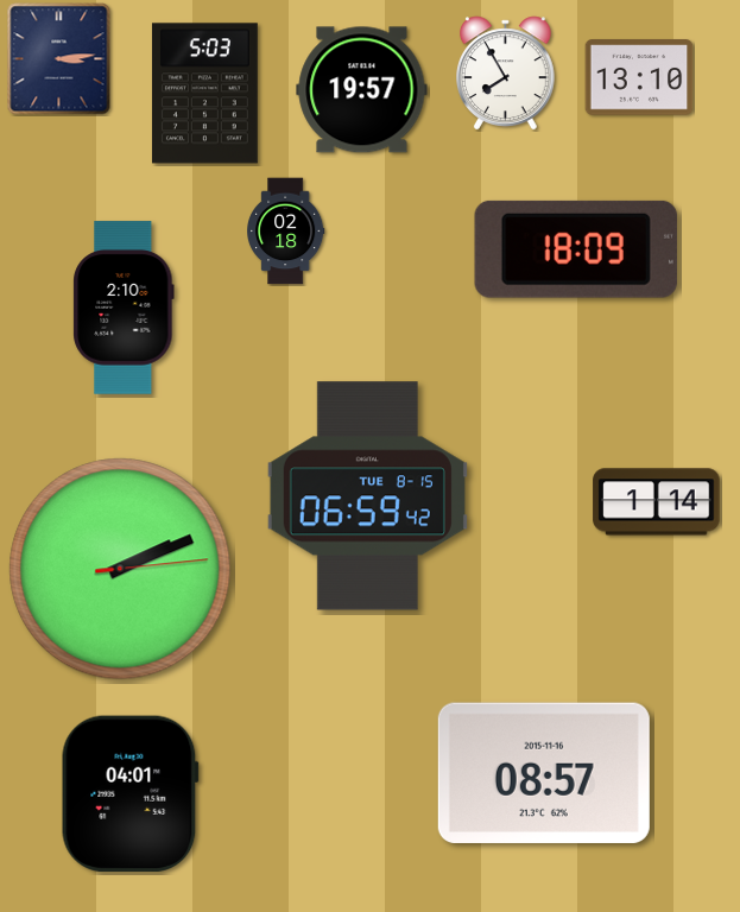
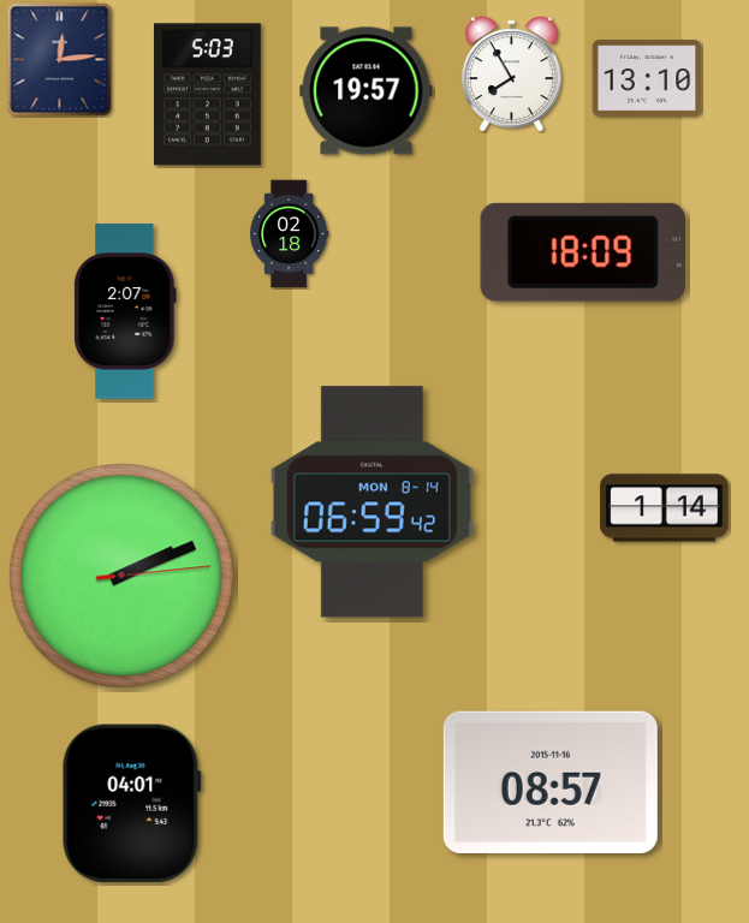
clock at (59, 59): 3:14 -> 12:14
clock at (124, 308): 2:10 -> 2:07
clock at (367, 496) date: TUE 8-15 -> MON 8-14
